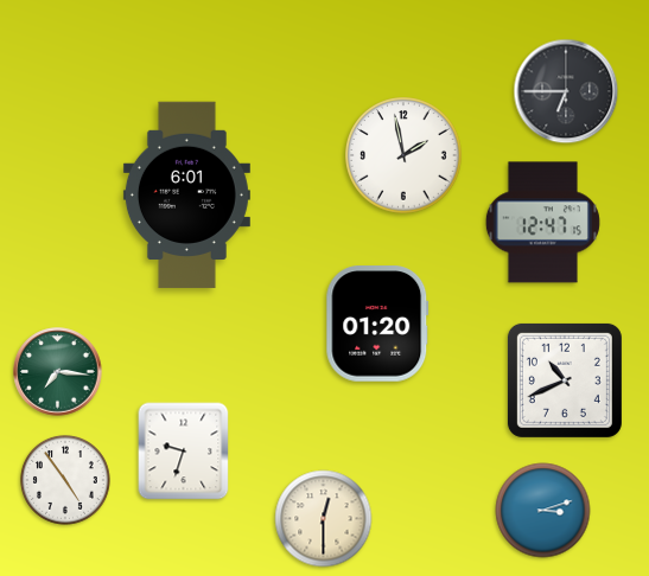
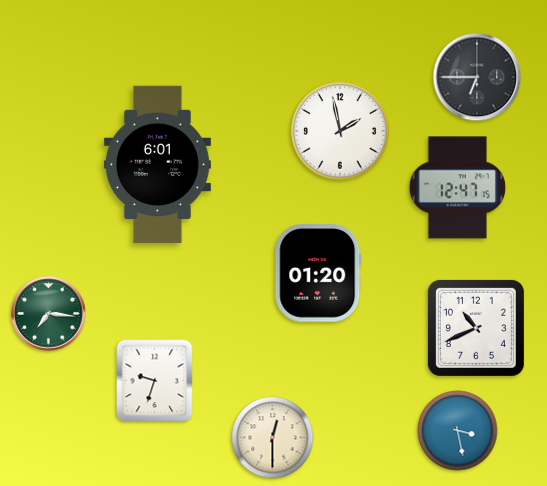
clock at (565, 380) position: (565, 380) -> (476, 328)
clock at (65, 480): 4:54 -> none
clock at (543, 511): 3:12 -> 3:28
